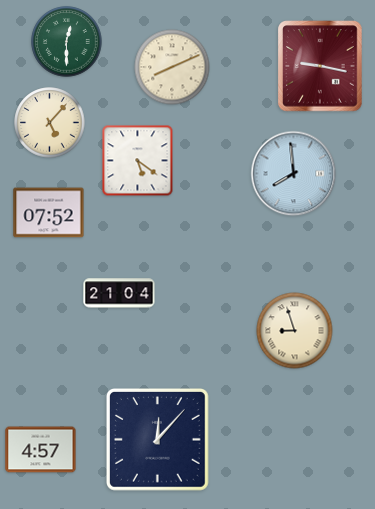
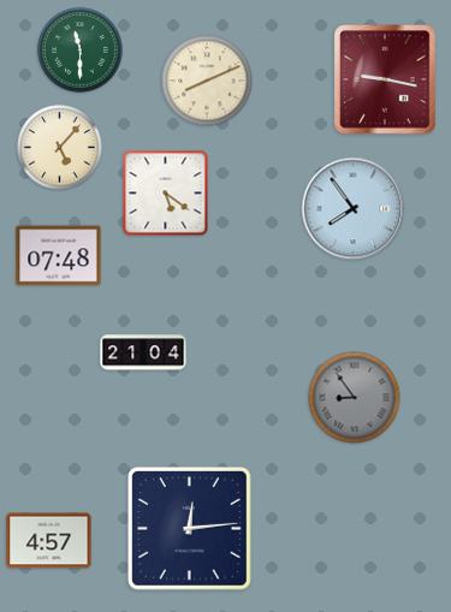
clock at (67, 42): 12:30 -> 11:30
clock at (294, 174): 7:59 -> 7:54
clock at (49, 213): 07:52 -> 07:48
clock at (295, 331): 8:57 -> 8:54
clock at (295, 331) dial: cream -> grey
clock at (158, 440): 12:07 -> 12:14
